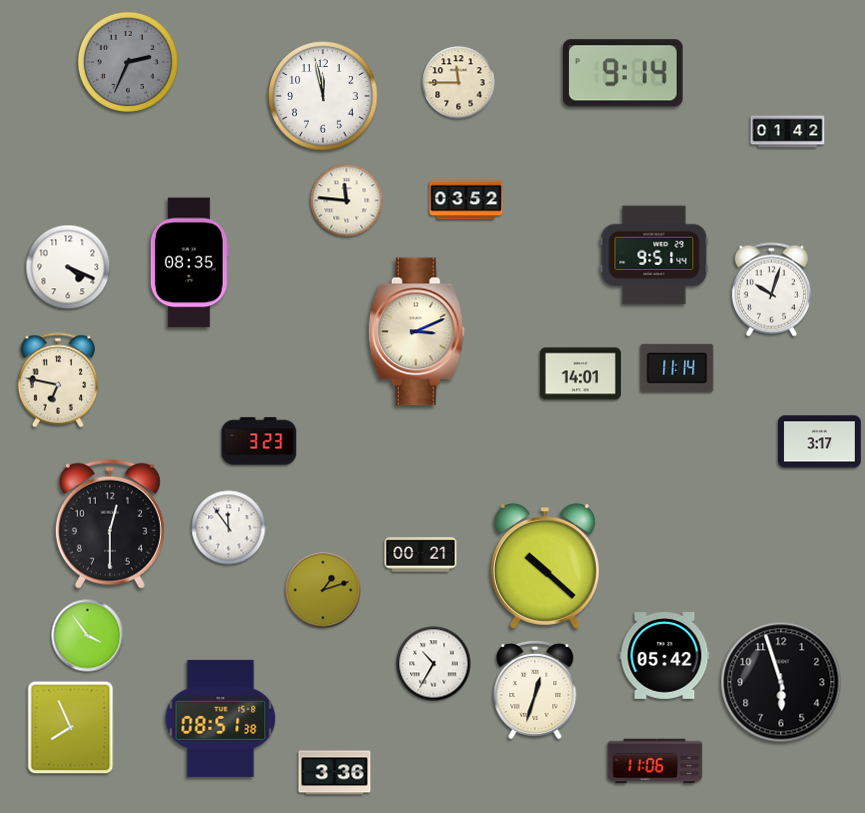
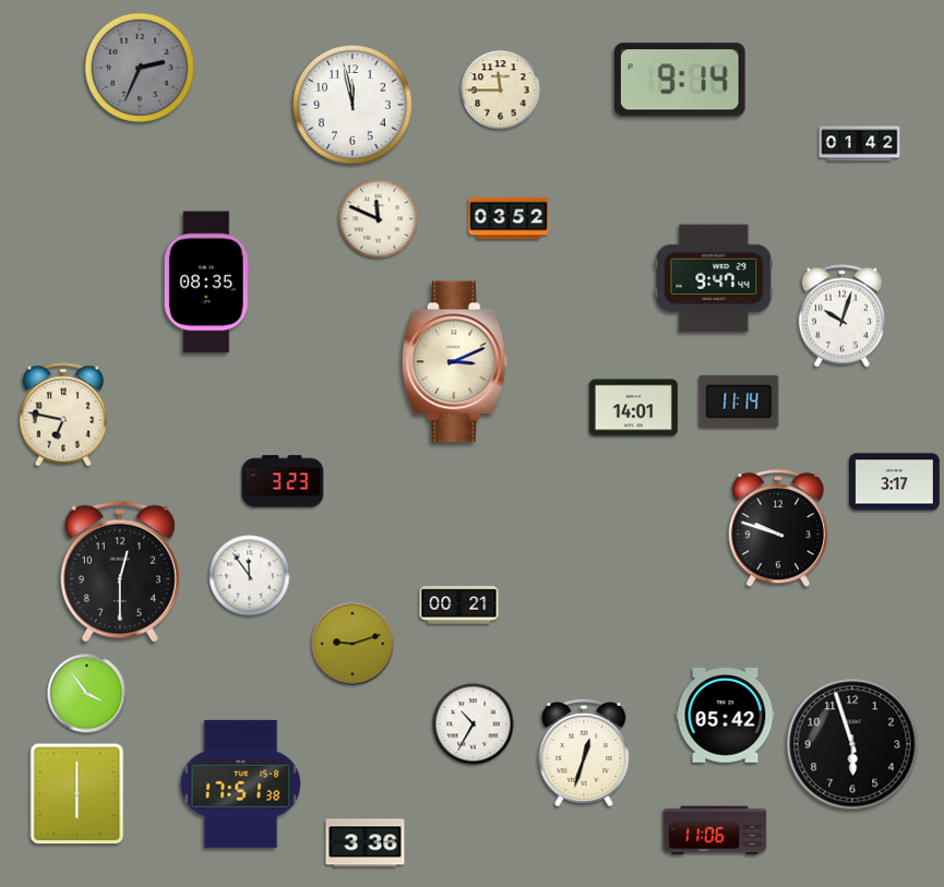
clock at (347, 201): 11:46 -> 11:49
clock at (654, 255): 9:51 -> 9:47
clock at (189, 263) position: (189, 263) -> (206, 283)
clock at (68, 267): 4:19 -> none
clock at (777, 529): none -> 9:48
clock at (545, 566): 10:22 -> none
clock at (323, 590): 1:12 -> 9:12
clock at (88, 636) position: (88, 636) -> (87, 694)
clock at (221, 718): 08:51 -> 17:51
clock at (71, 728): 7:56 -> 6:00
